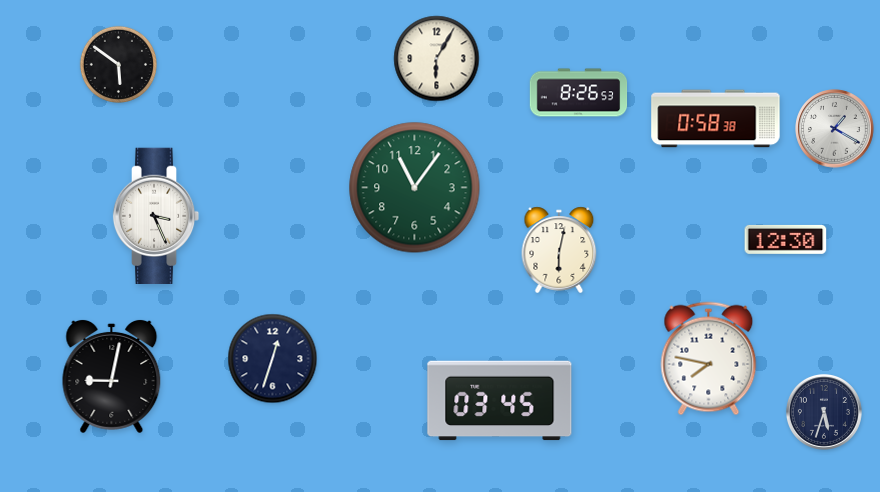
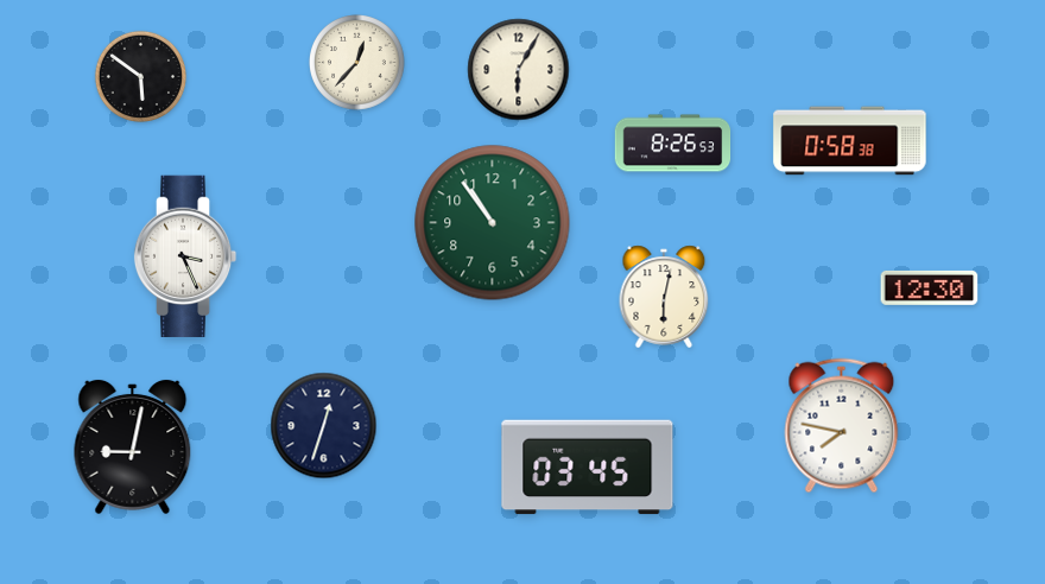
clock at (357, 63): none -> 12:37
clock at (579, 93) position: (579, 93) -> (673, 144)
clock at (835, 129): 1:20 -> none
clock at (415, 188): 11:06 -> 10:54
clock at (786, 239) position: (786, 239) -> (930, 287)
clock at (500, 401) position: (500, 401) -> (588, 468)
clock at (824, 412): 5:33 -> none
